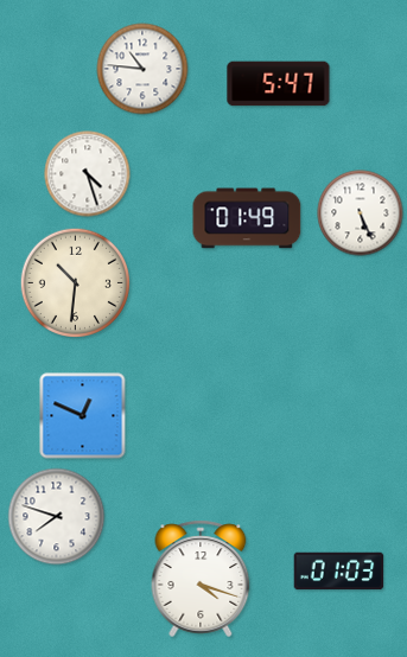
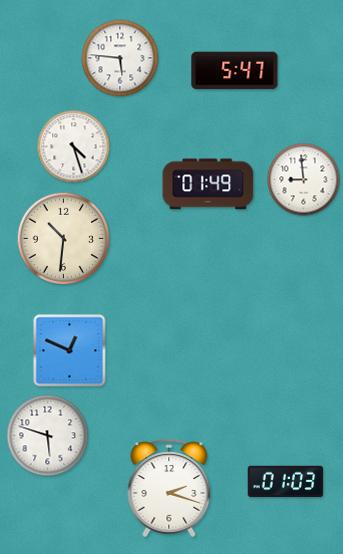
clock at (142, 69): 10:46 -> 5:46
clock at (361, 213): 5:26 -> 8:59
clock at (57, 517): 7:48 -> 5:48
clock at (201, 579): 4:18 -> 2:18
